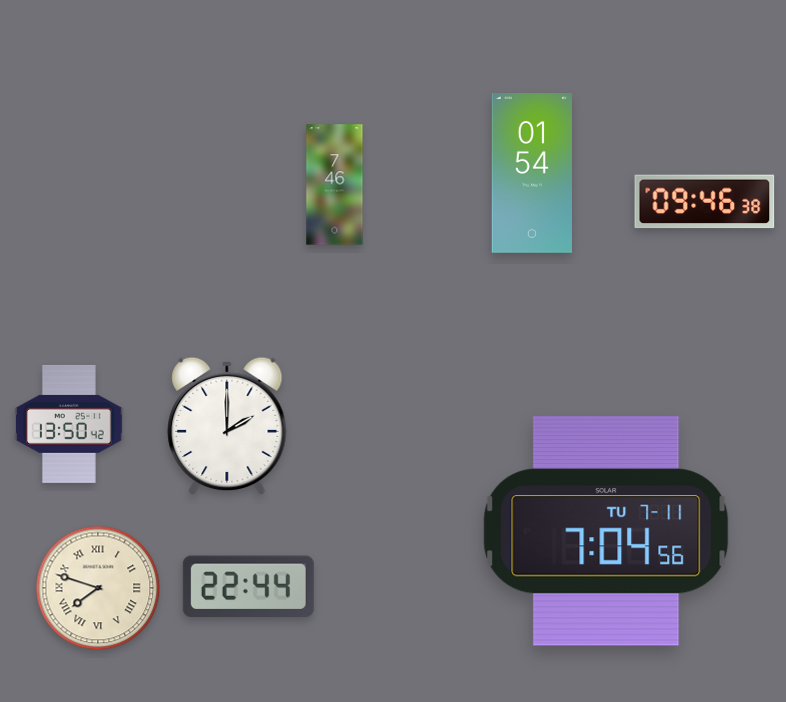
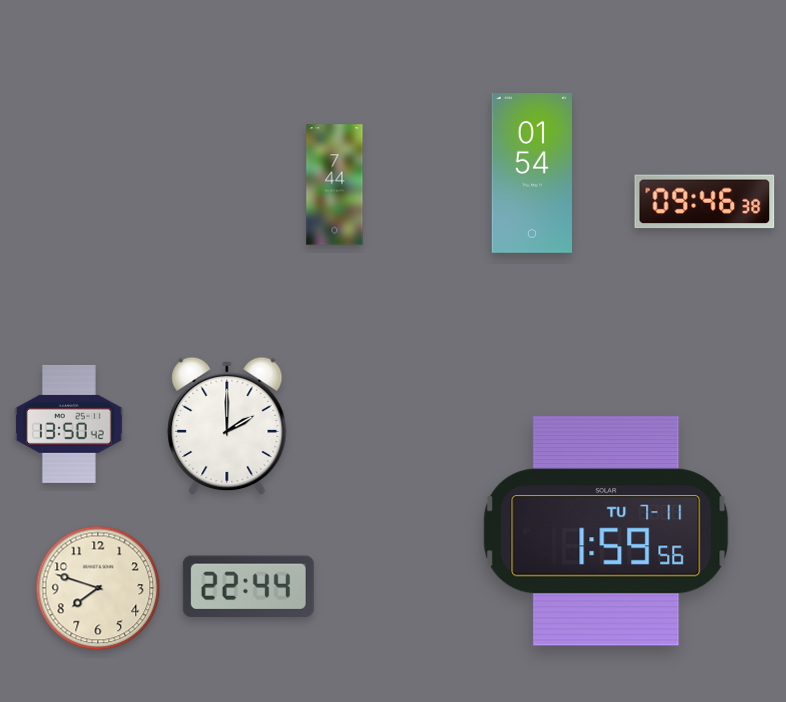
clock at (335, 185): 7:46 -> 7:44
clock at (606, 531): 7:04 -> 1:59
clock at (98, 588) numerals: Roman -> Arabic
